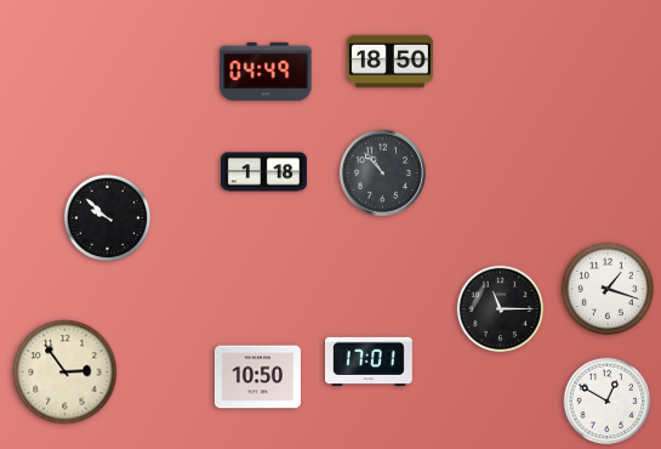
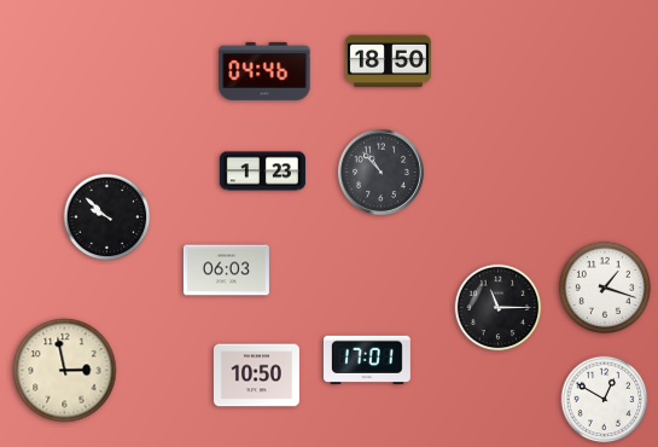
clock at (266, 72): 04:49 -> 04:46
clock at (263, 172): 1:18 -> 1:23
clock at (226, 271): none -> 06:03
clock at (65, 373): 2:54 -> 2:58
